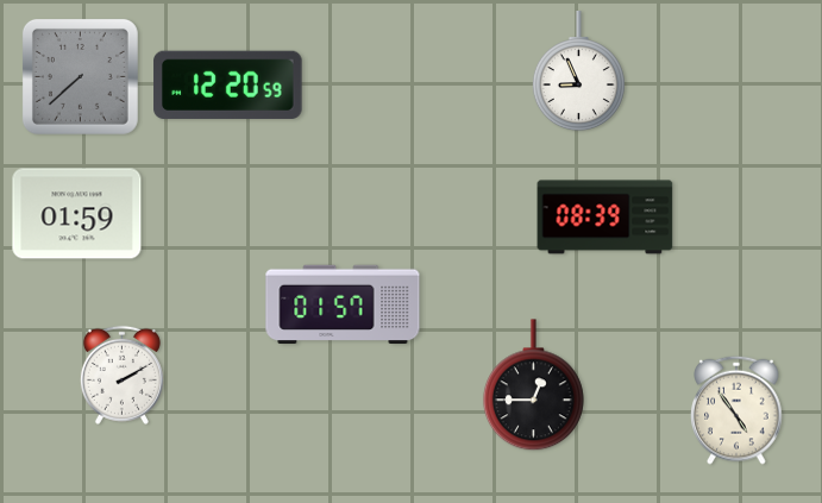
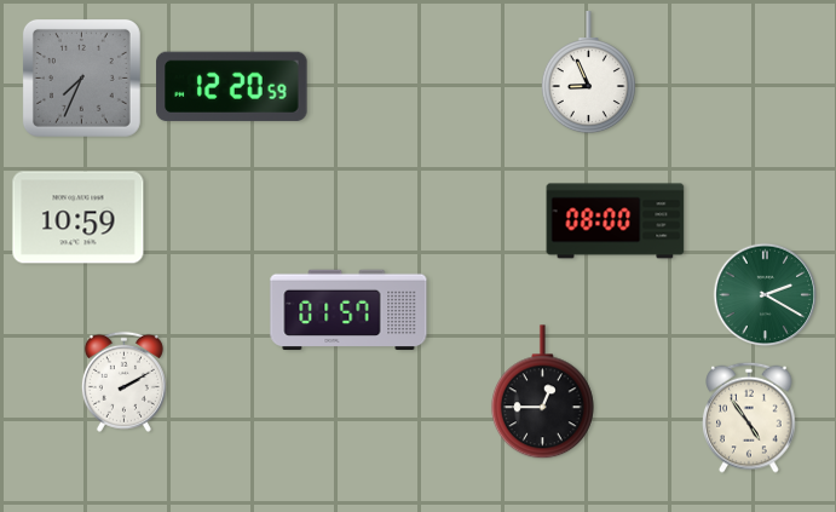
clock at (80, 76): 7:38 -> 7:34
clock at (77, 214): 01:59 -> 10:59
clock at (605, 218): 08:39 -> 08:00
clock at (766, 295): none -> 2:20
